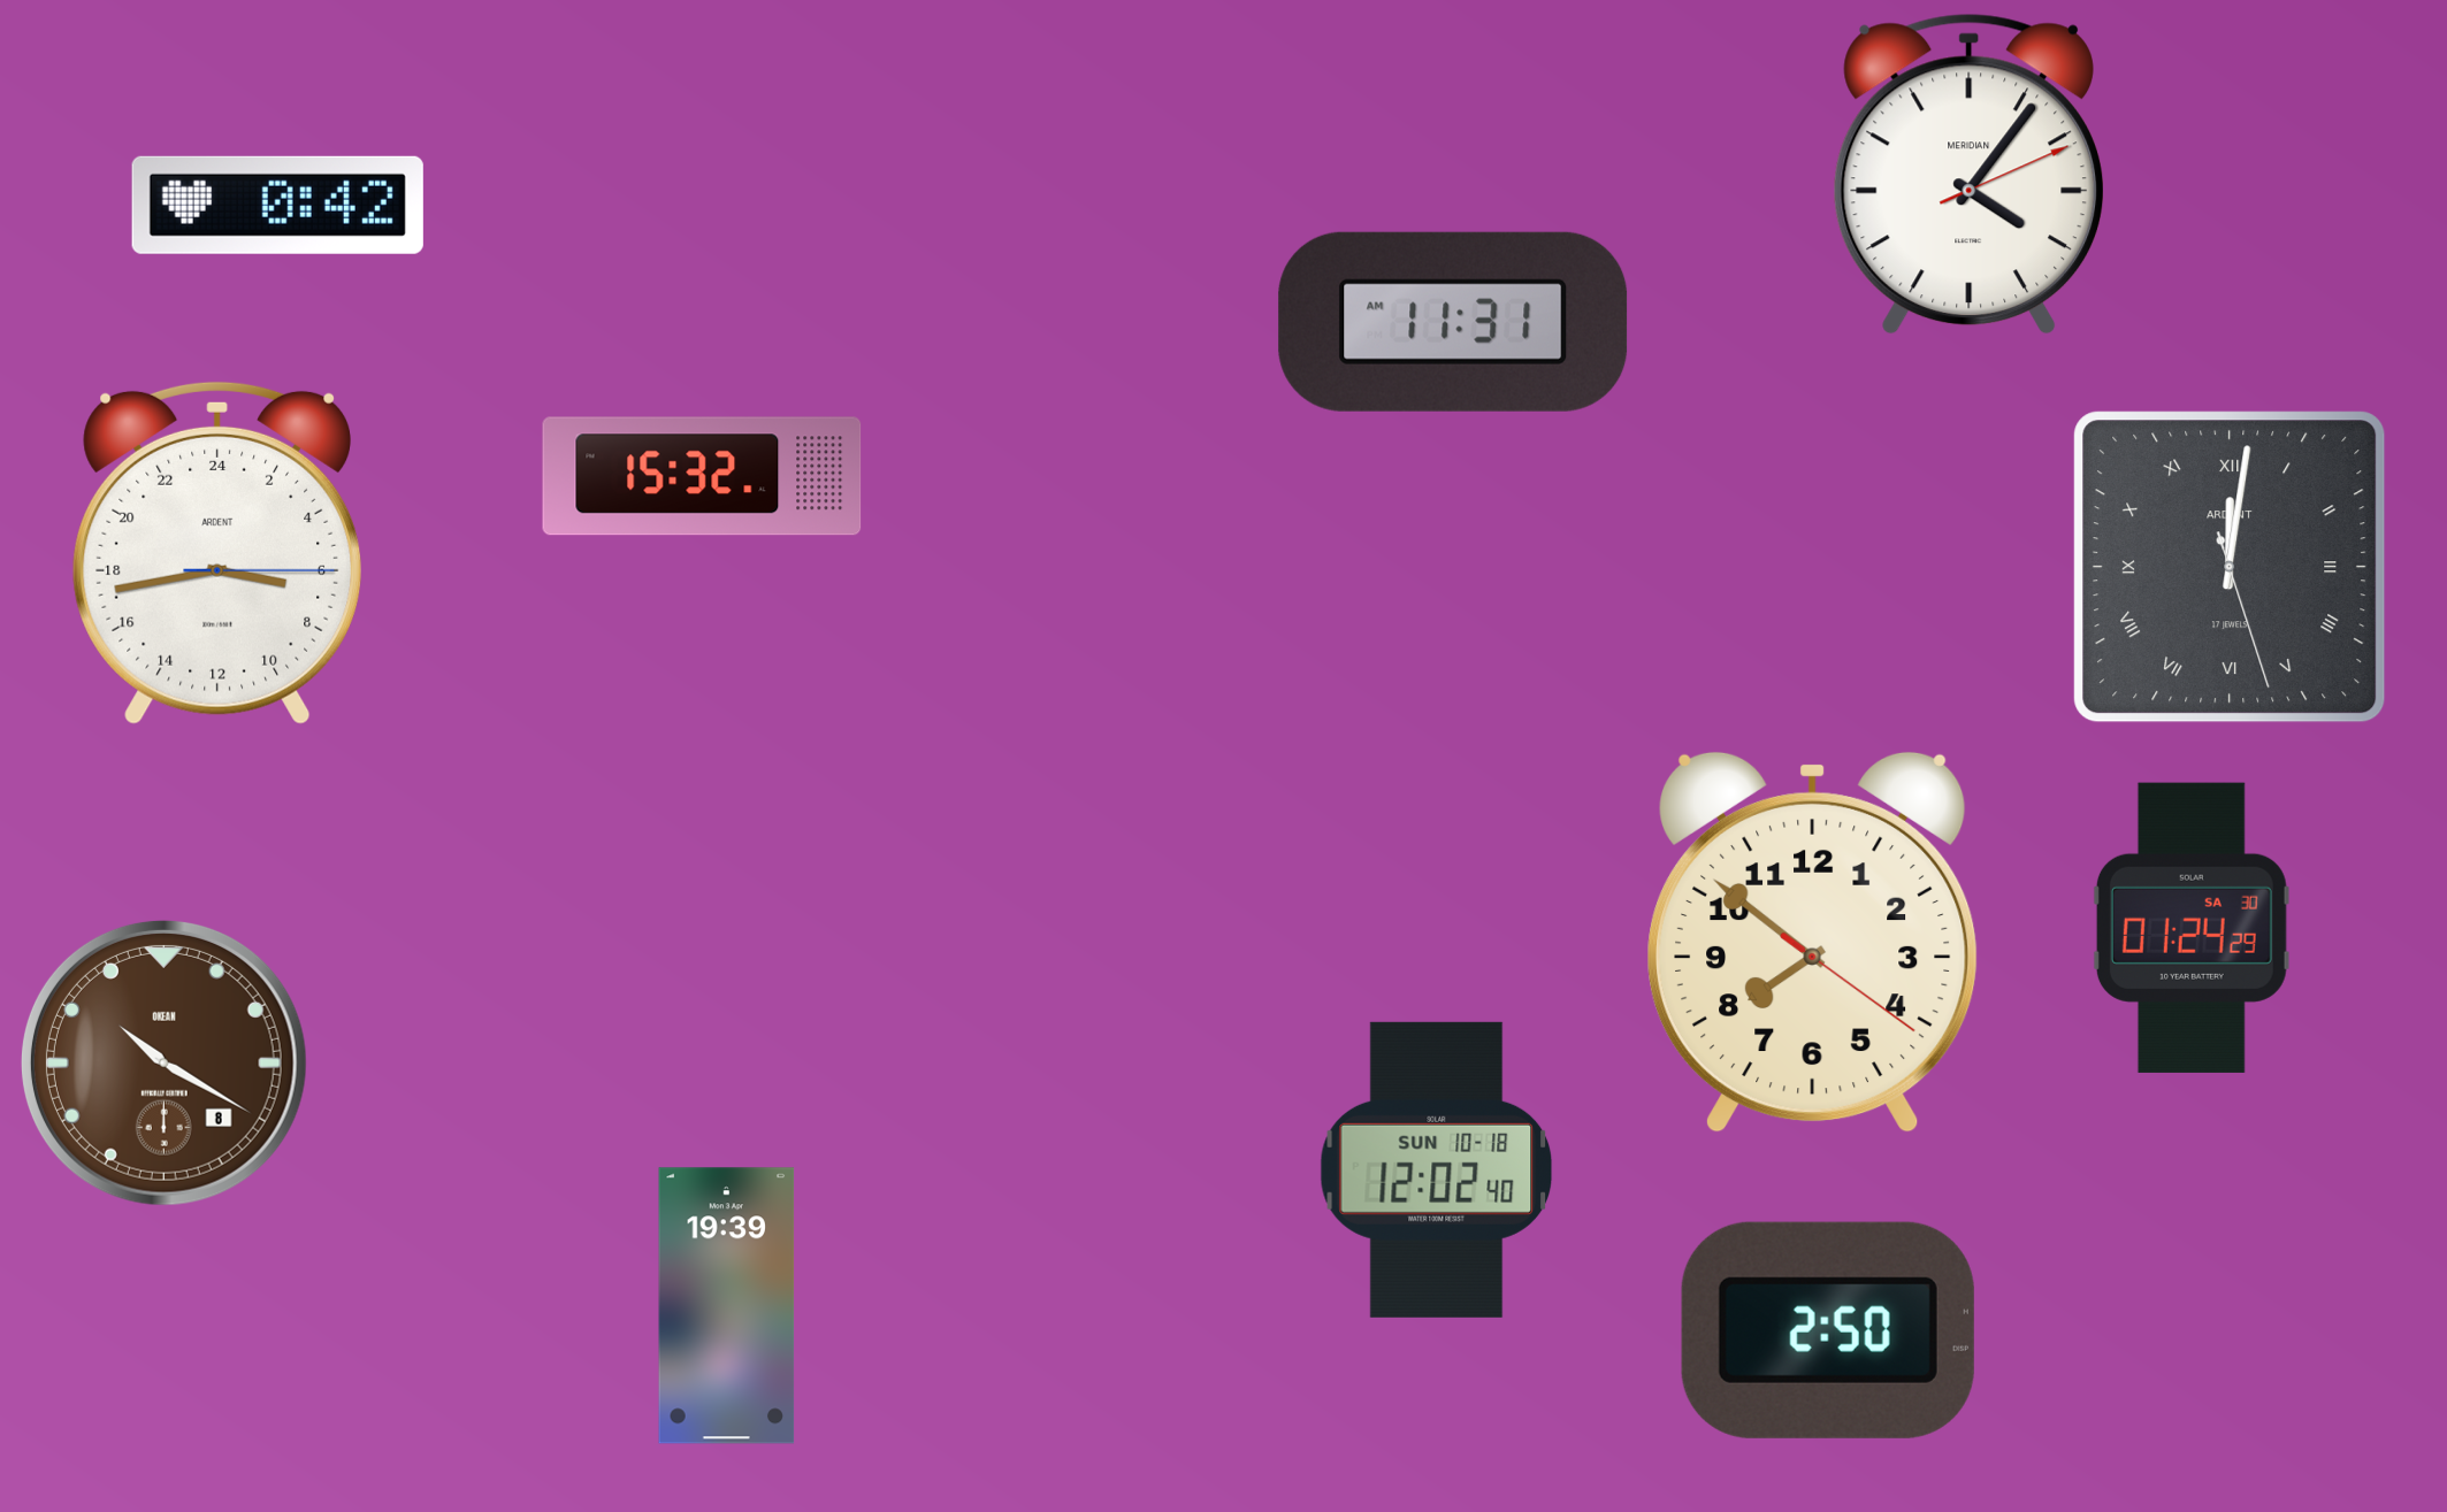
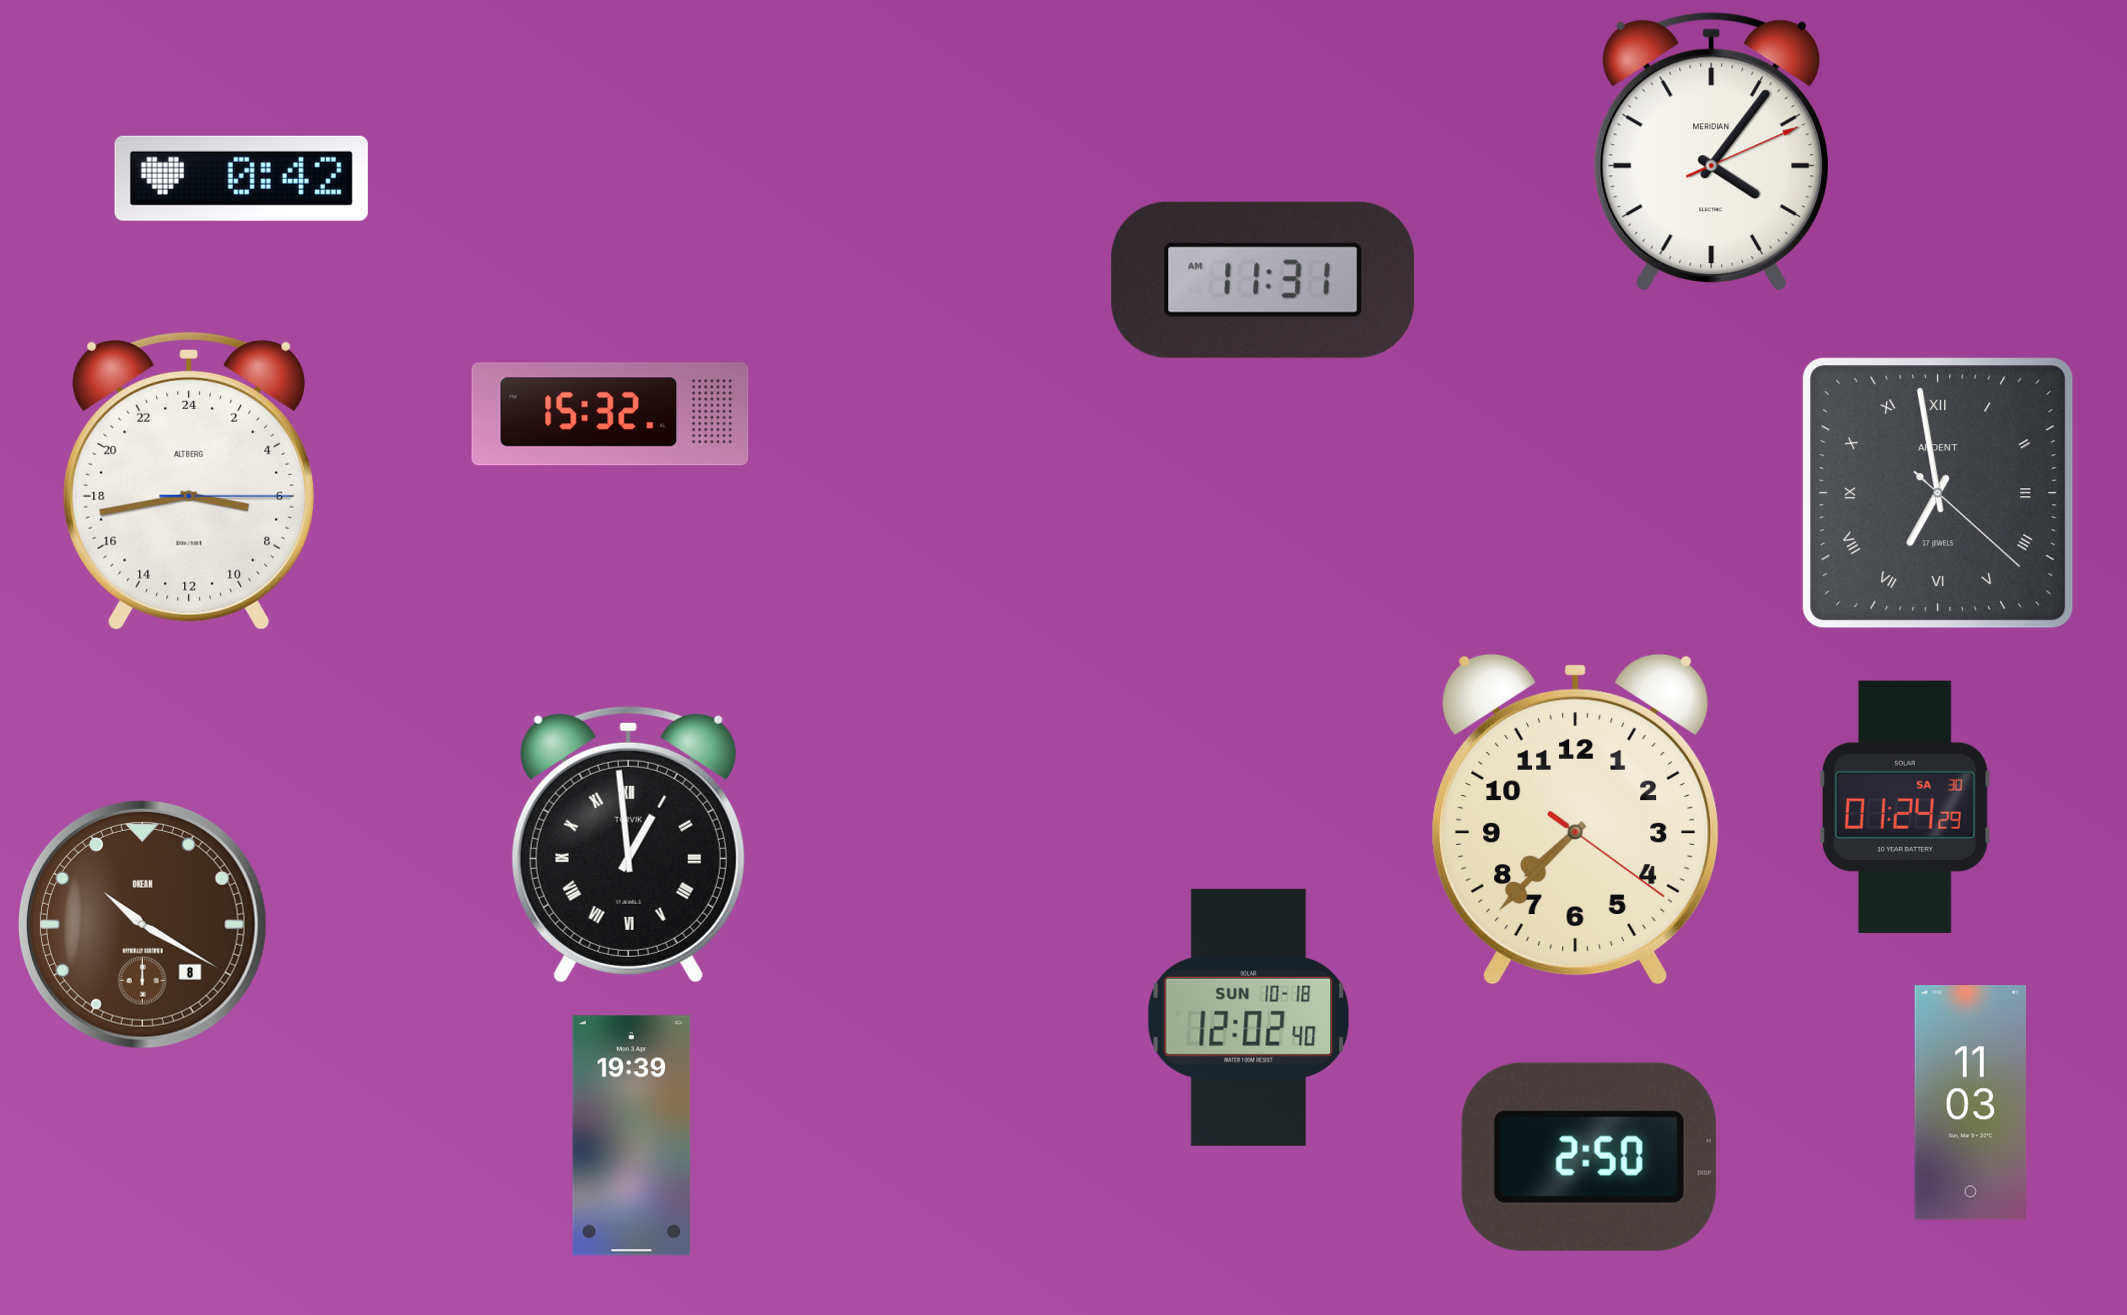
clock at (216, 553) brand: ARDENT -> ALTBERG
clock at (2230, 567): 12:01 -> 6:58
clock at (1813, 943): 7:51 -> 7:37
clock at (628, 844): none -> 12:59
clock at (1971, 1103): none -> 11:03
